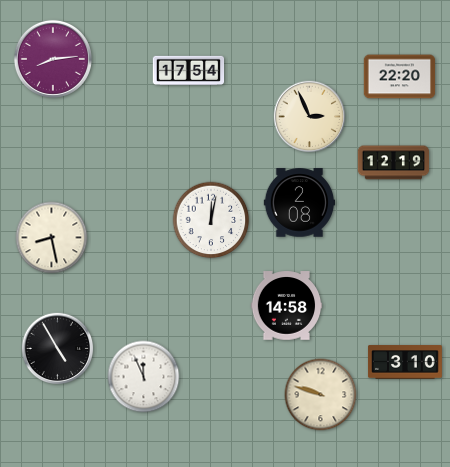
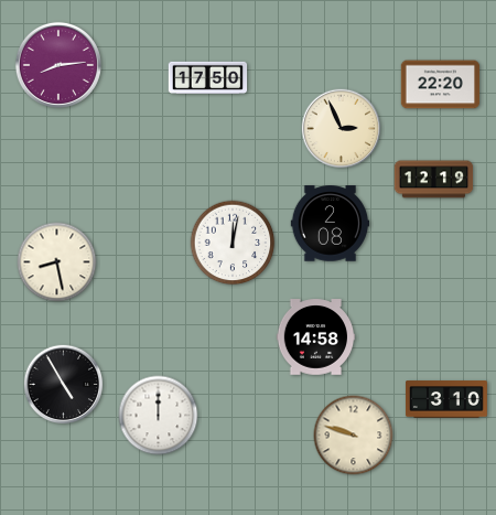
clock at (189, 70): 17:54 -> 17:50
clock at (144, 377): 11:56 -> 12:00
